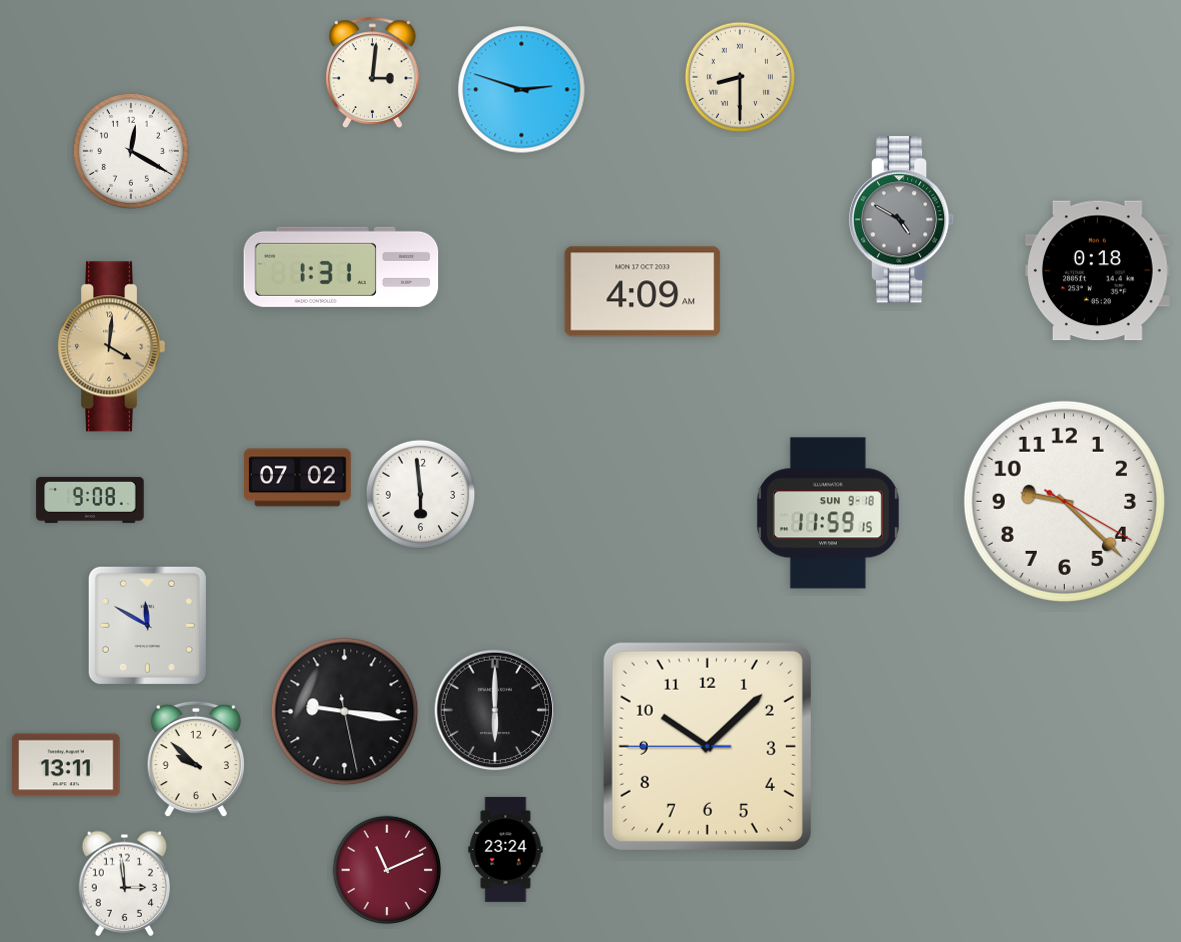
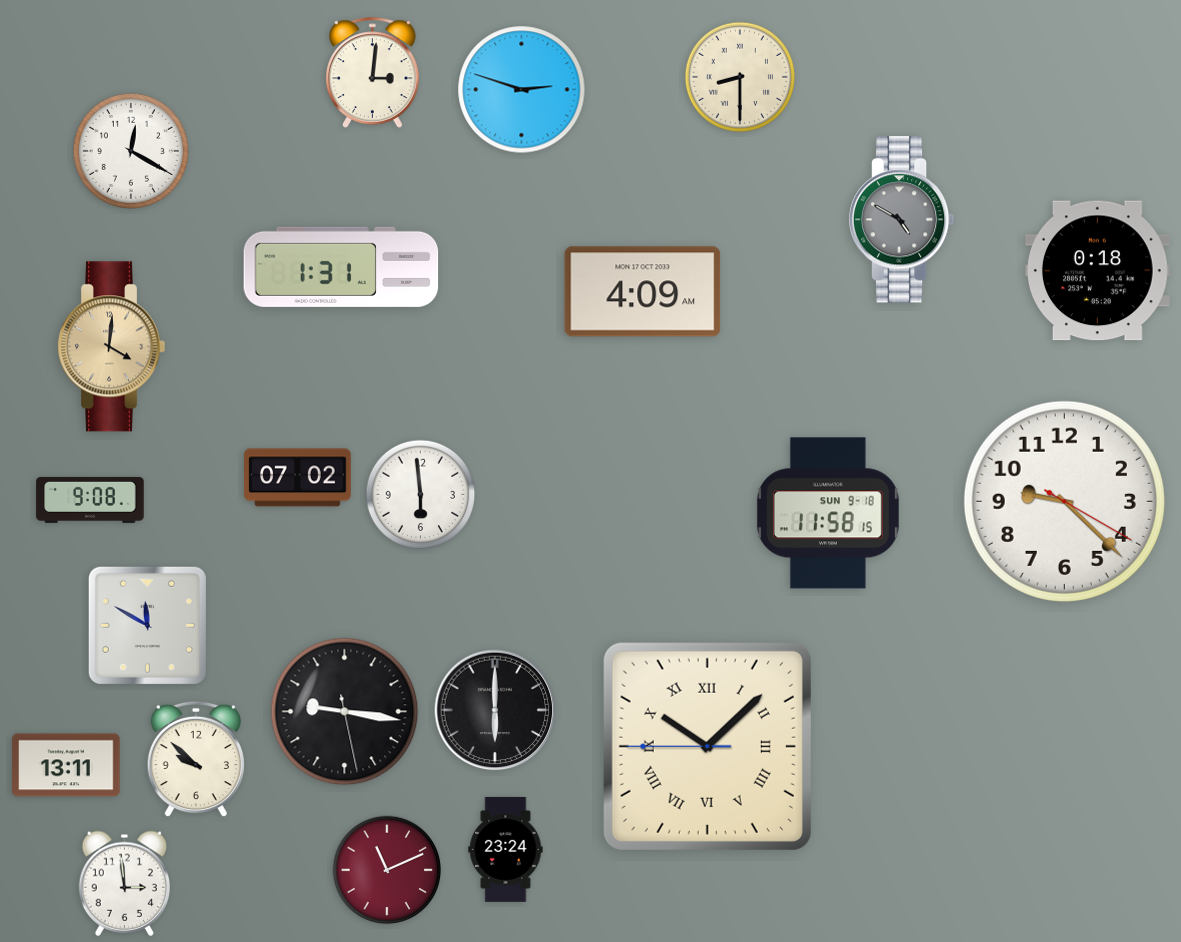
clock at (828, 513): 11:59 -> 11:58
clock at (707, 746) numerals: Arabic -> Roman
